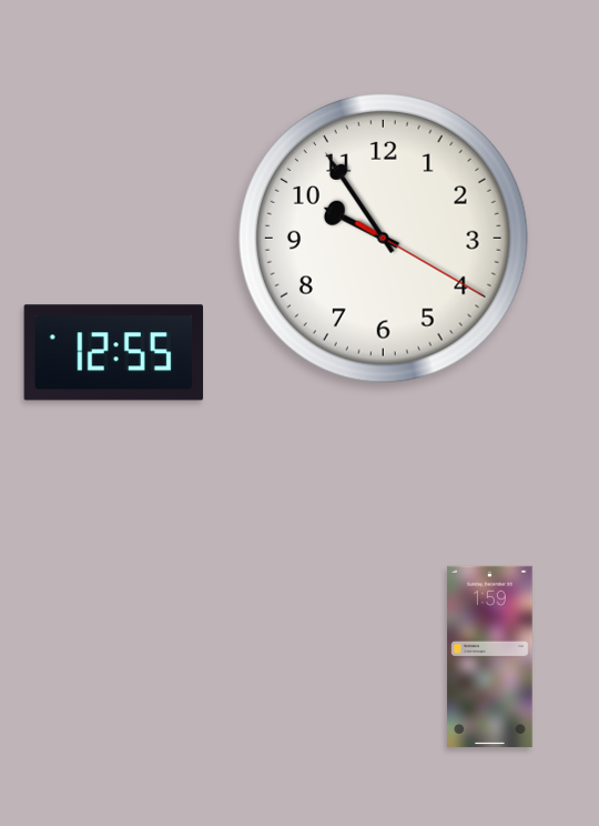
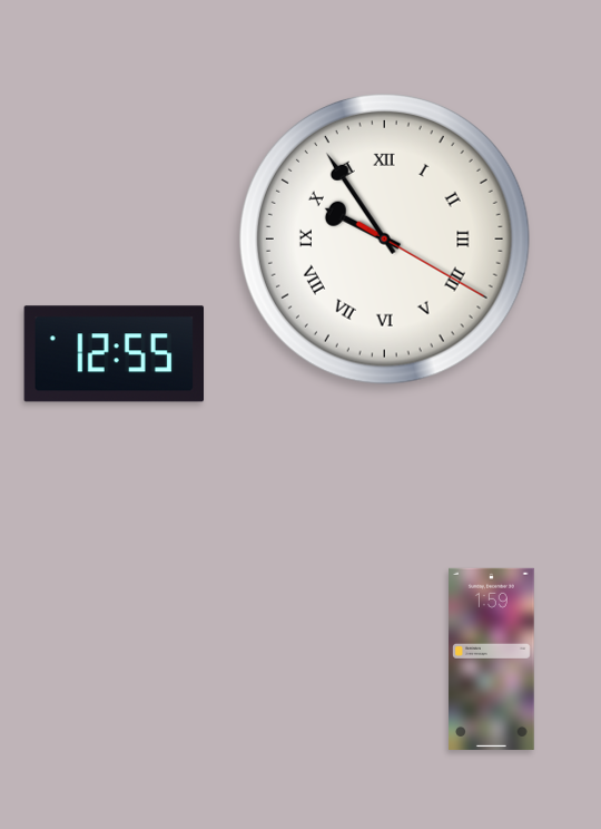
clock at (383, 238) numerals: Arabic -> Roman
